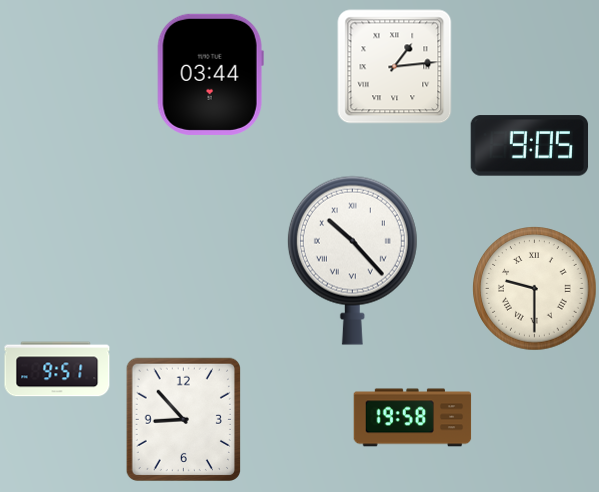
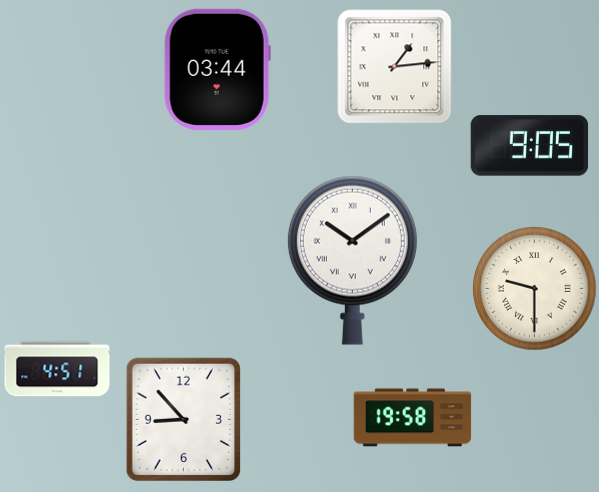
clock at (210, 74) position: (210, 74) -> (217, 69)
clock at (352, 260): 10:23 -> 10:09
clock at (57, 369): 9:51 -> 4:51
